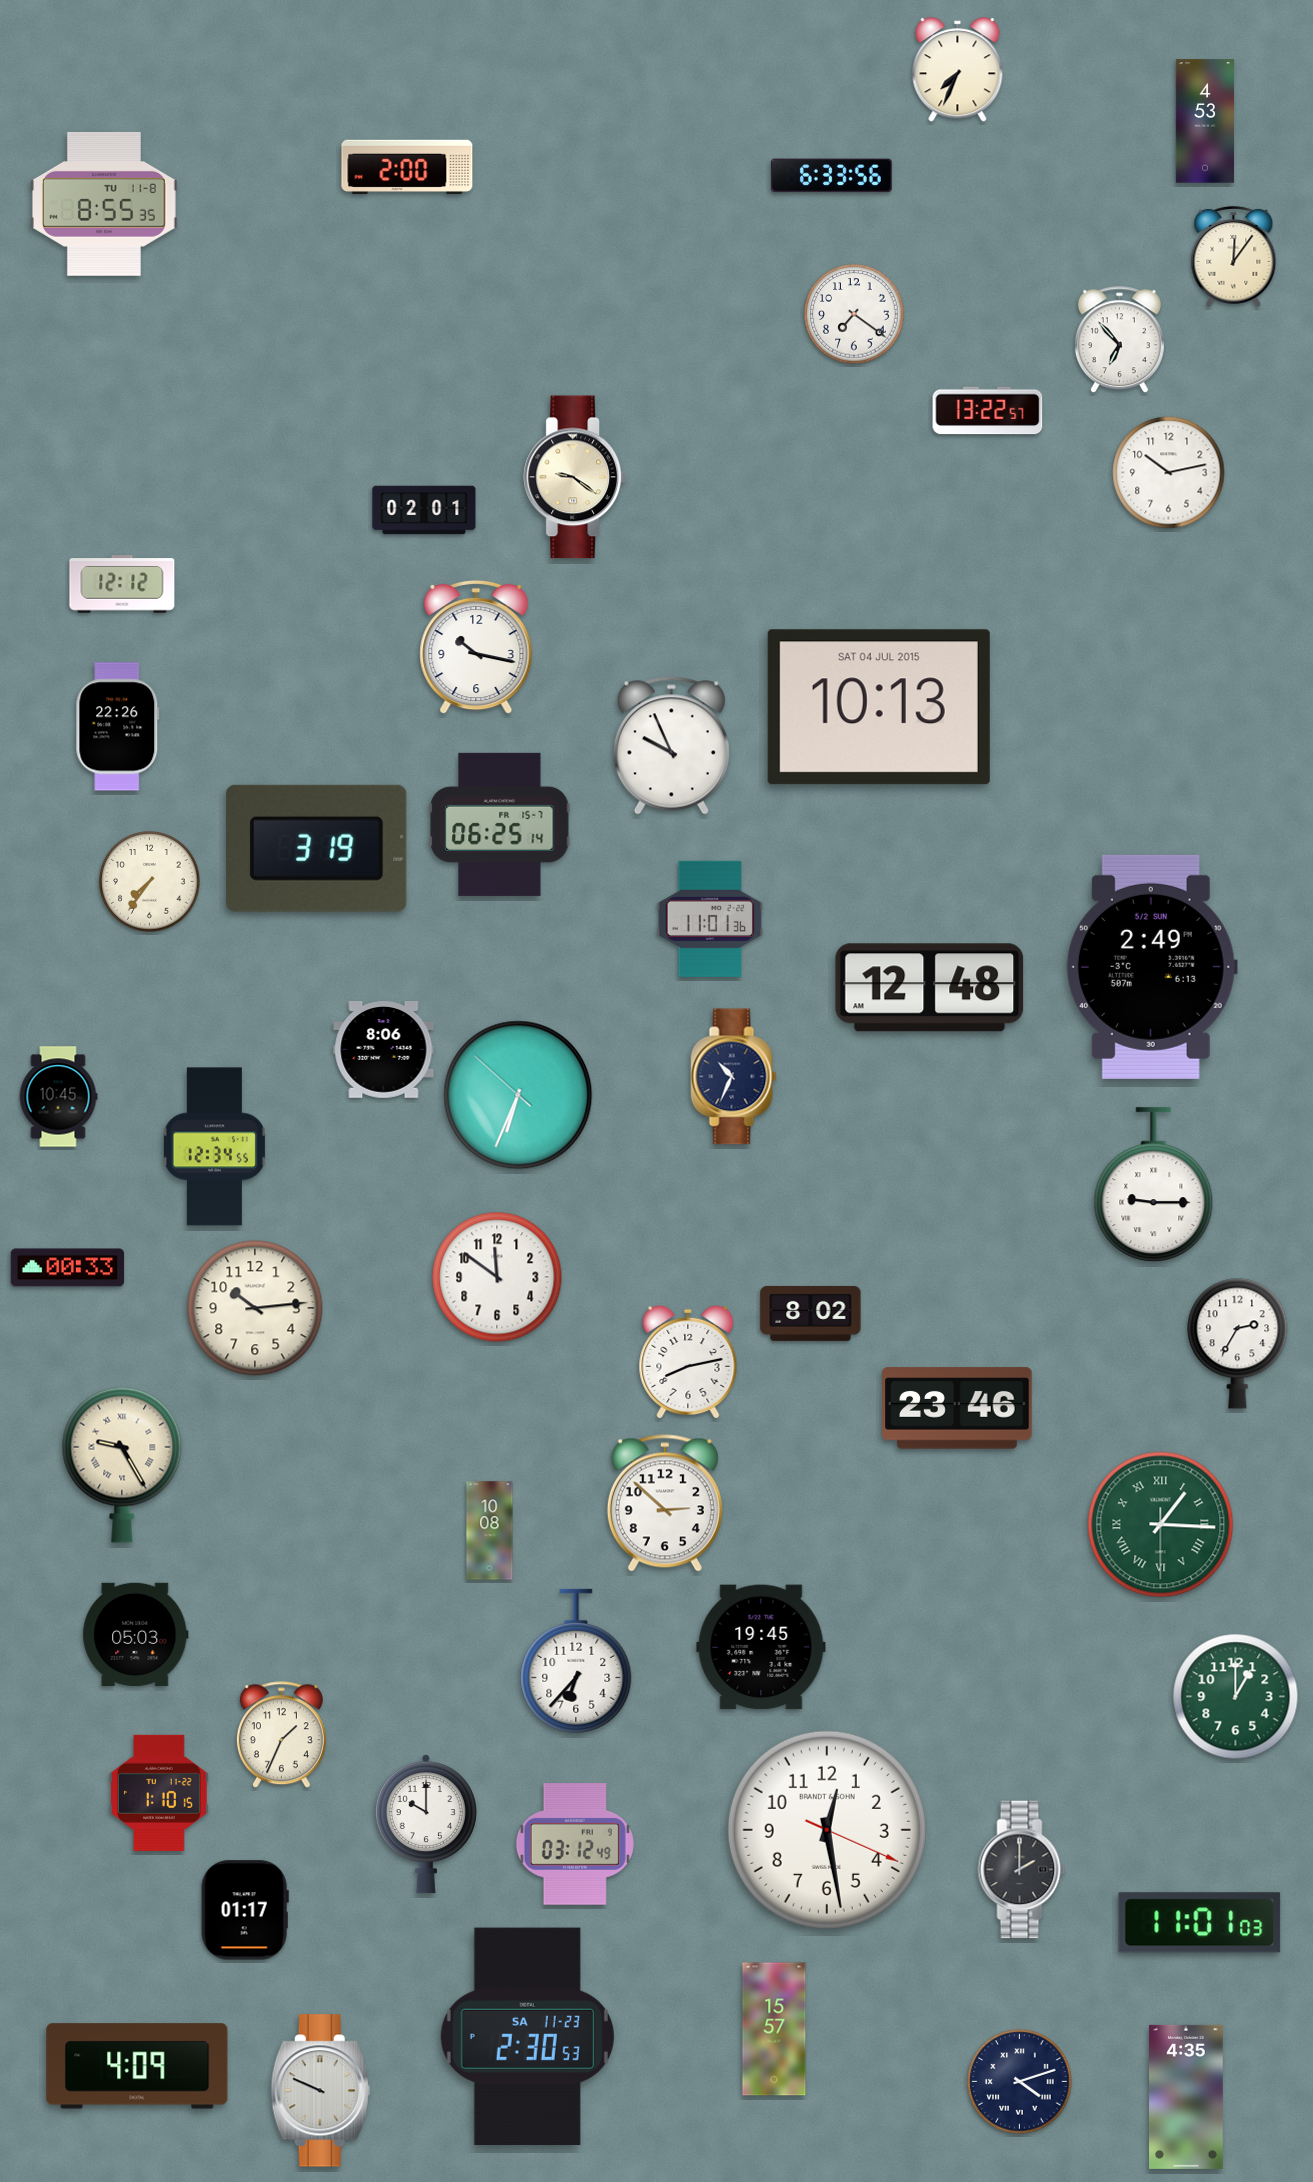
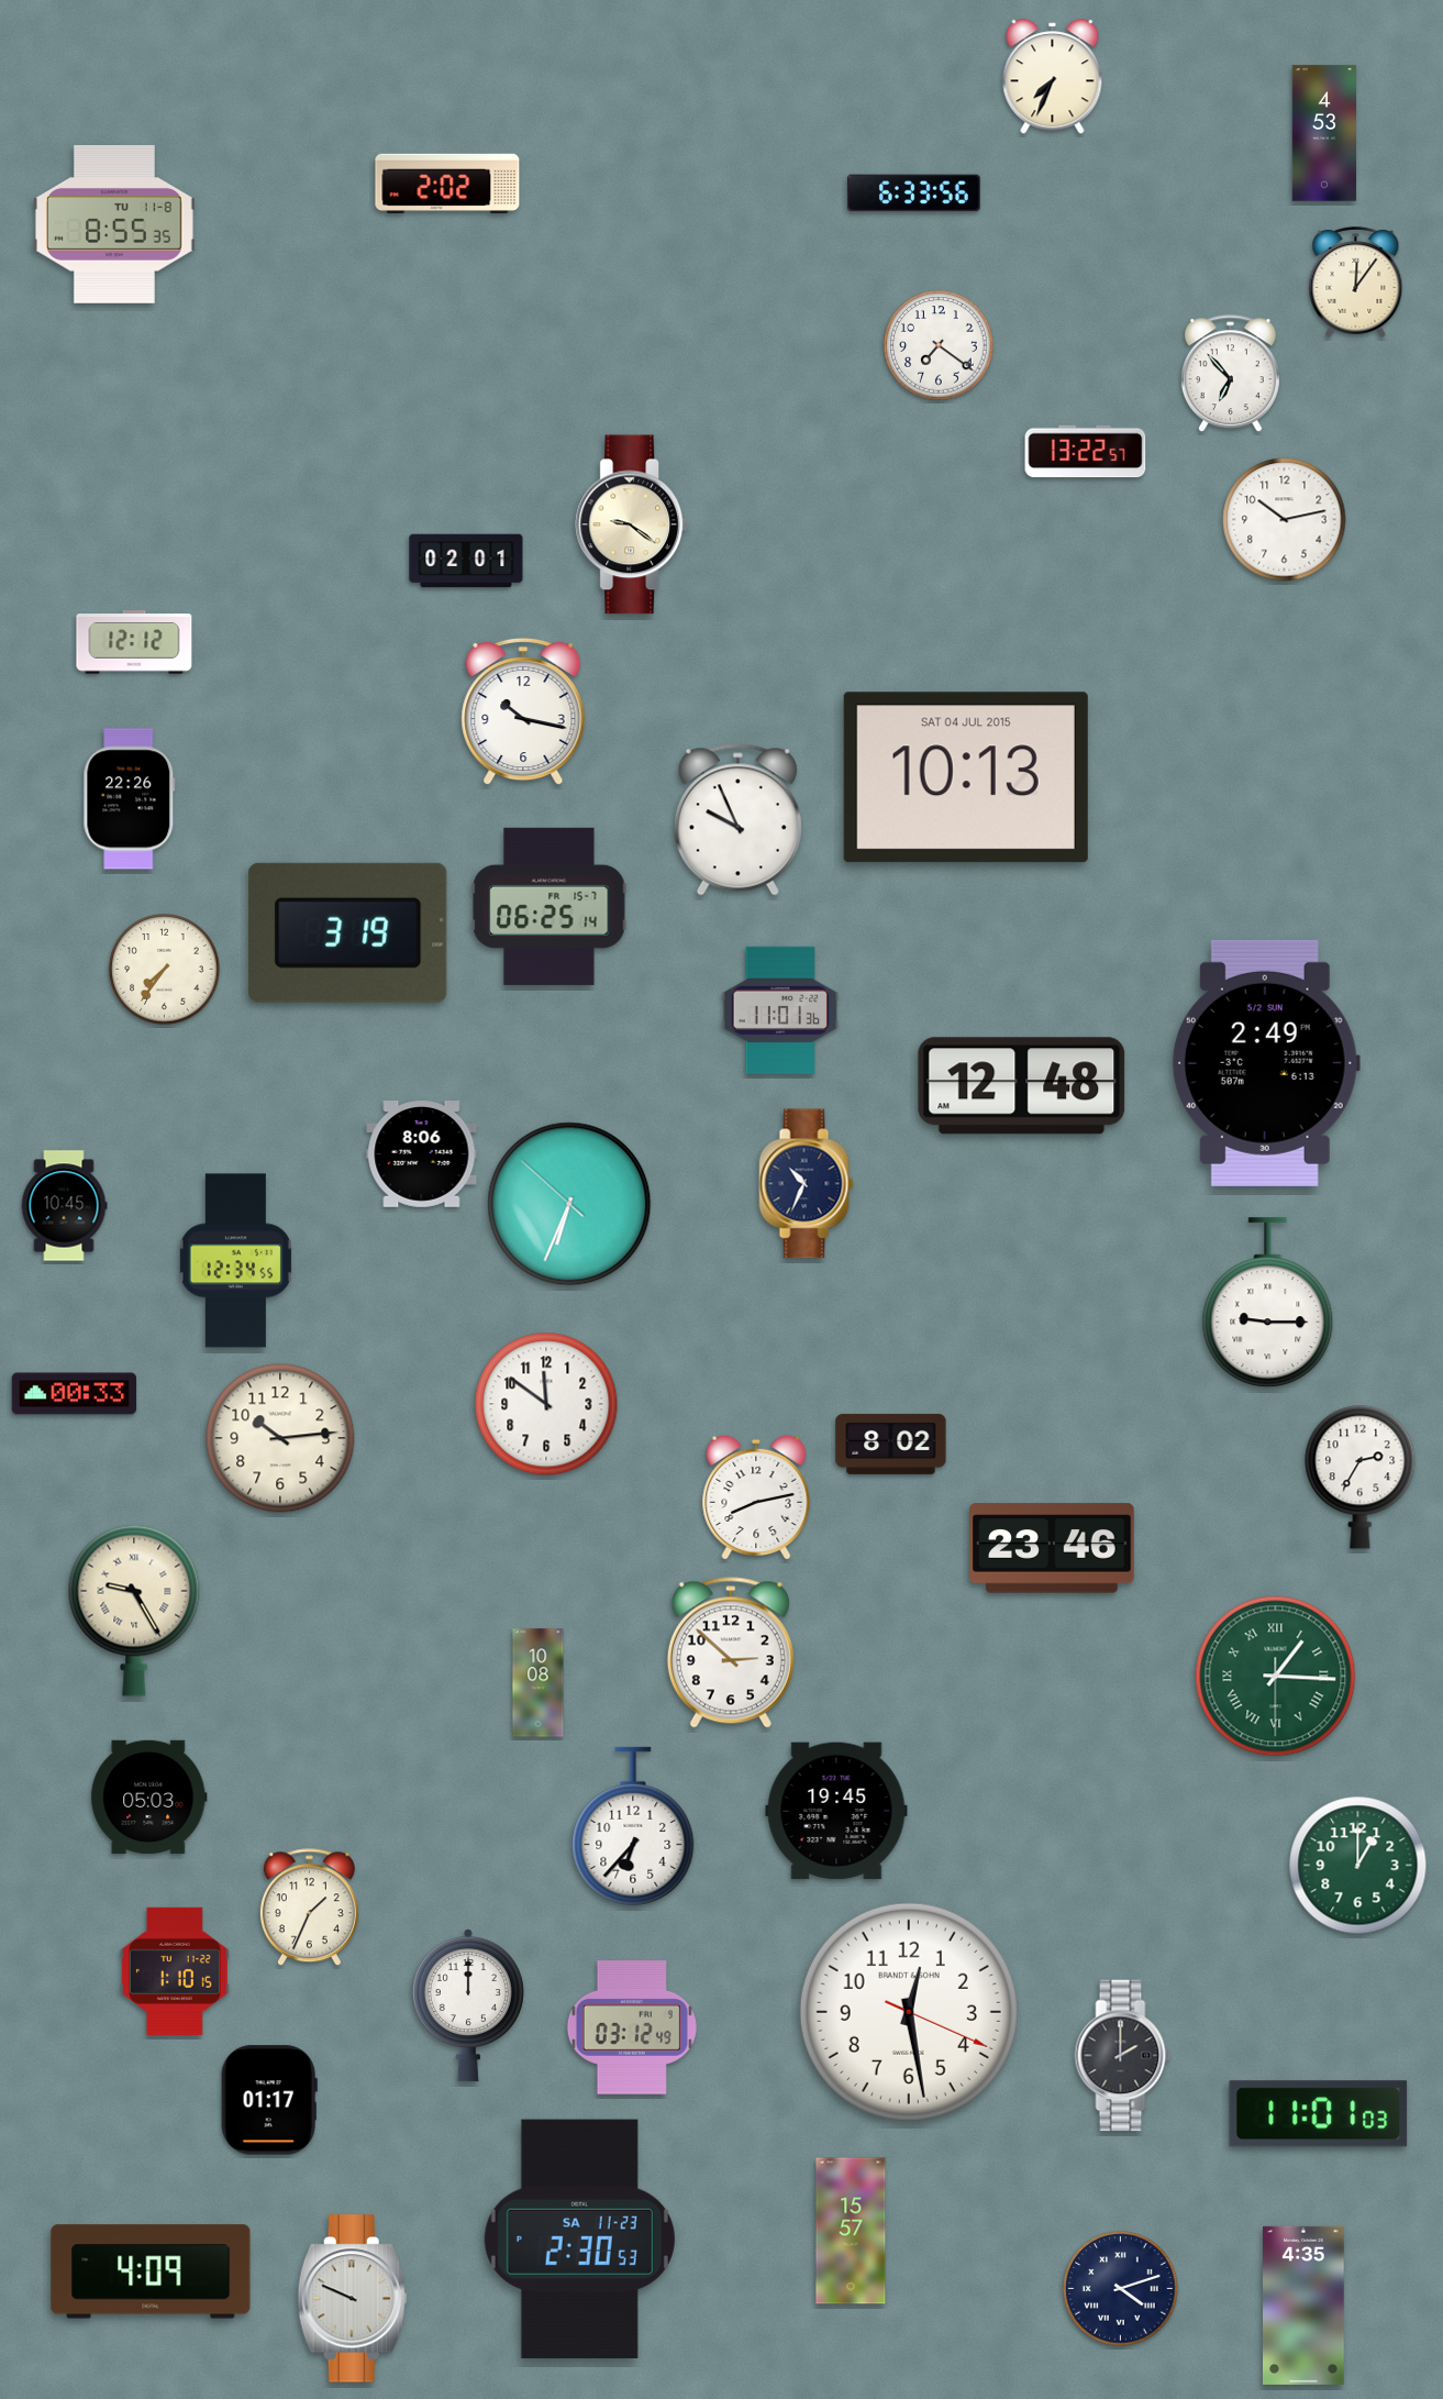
clock at (407, 166): 2:00 -> 2:02
clock at (426, 1825): 10:00 -> 12:00
